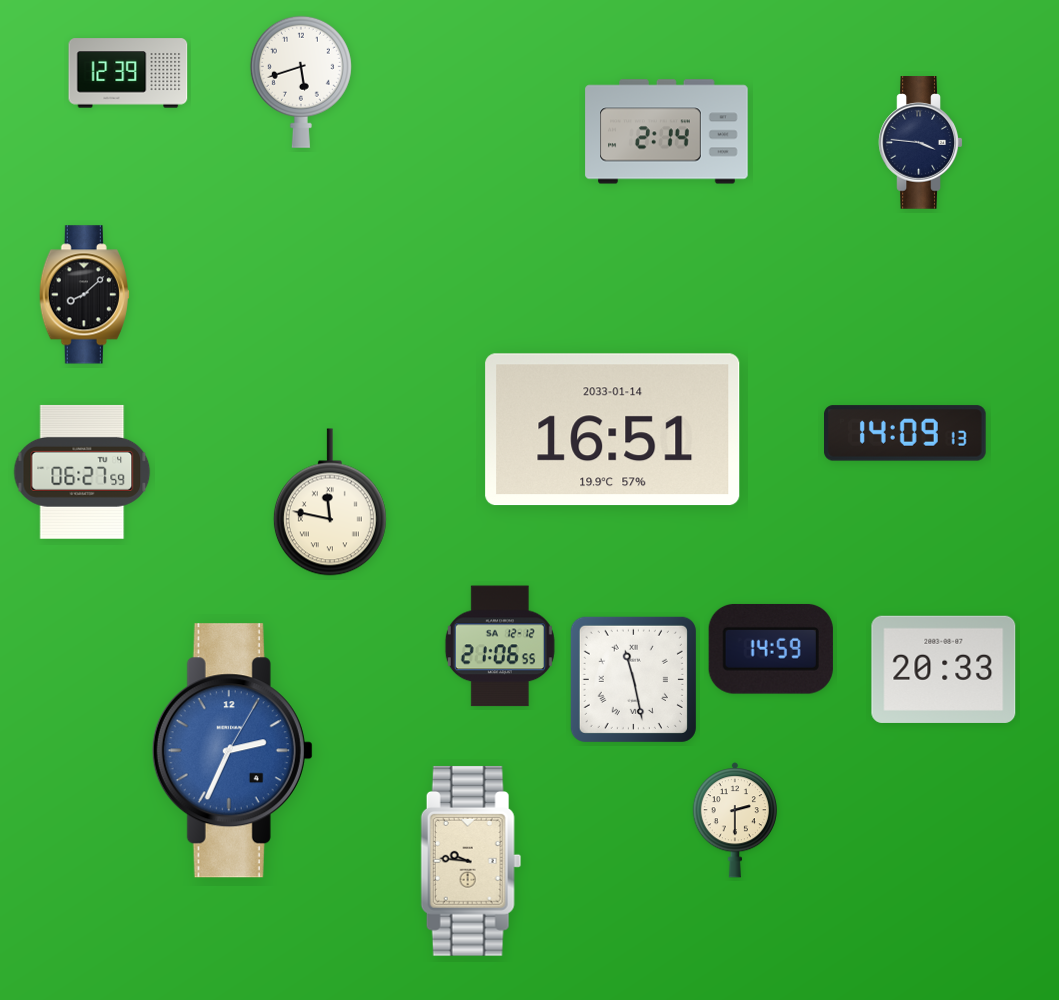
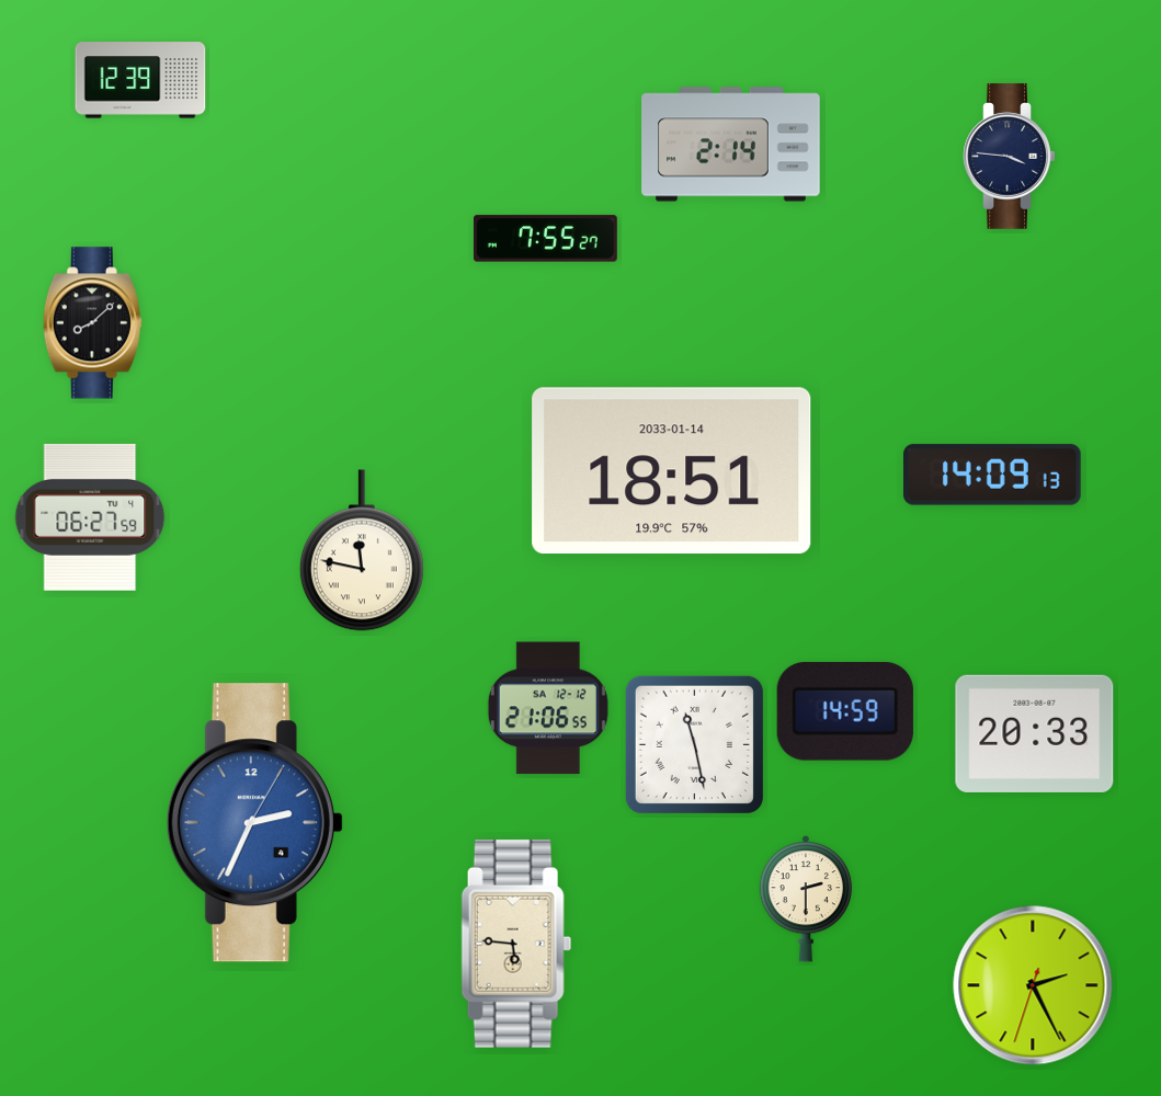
clock at (301, 82): 5:42 -> none
clock at (545, 239): none -> 7:55
clock at (613, 430): 16:51 -> 18:51
clock at (471, 861): 9:46 -> 5:46
clock at (1033, 985): none -> 2:25
